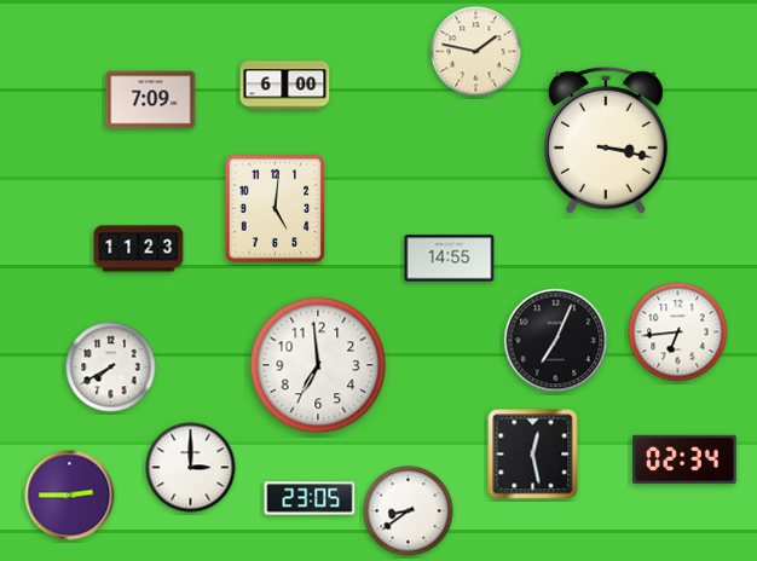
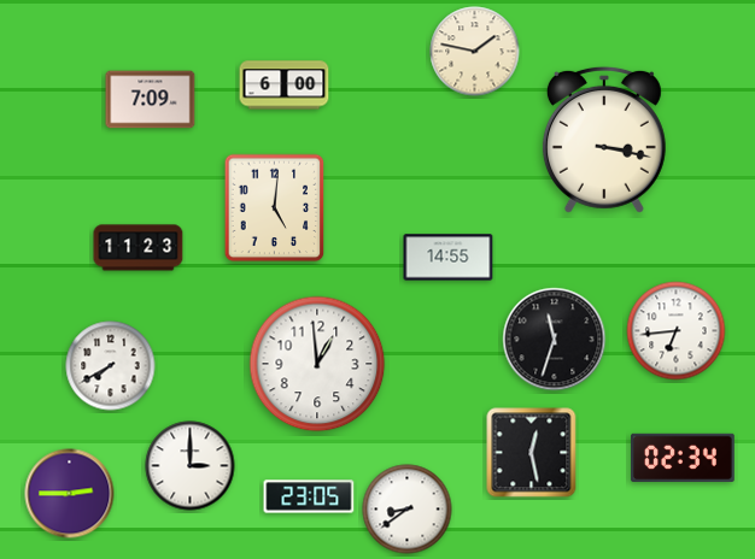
clock at (556, 341): 7:04 -> 11:33
clock at (318, 365): 6:59 -> 12:59
